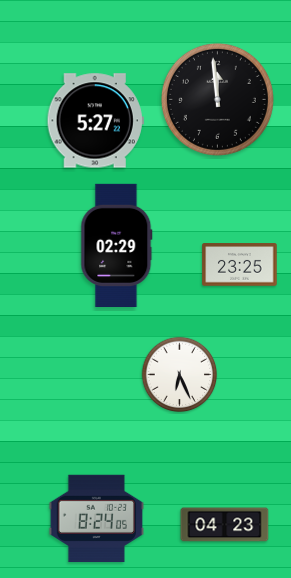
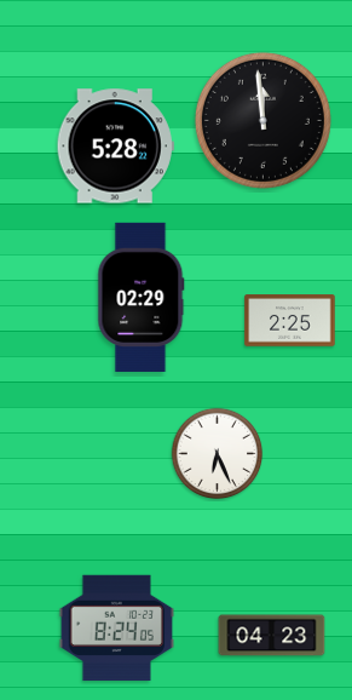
clock at (95, 121): 5:27 -> 5:28
clock at (240, 265): 23:25 -> 2:25
